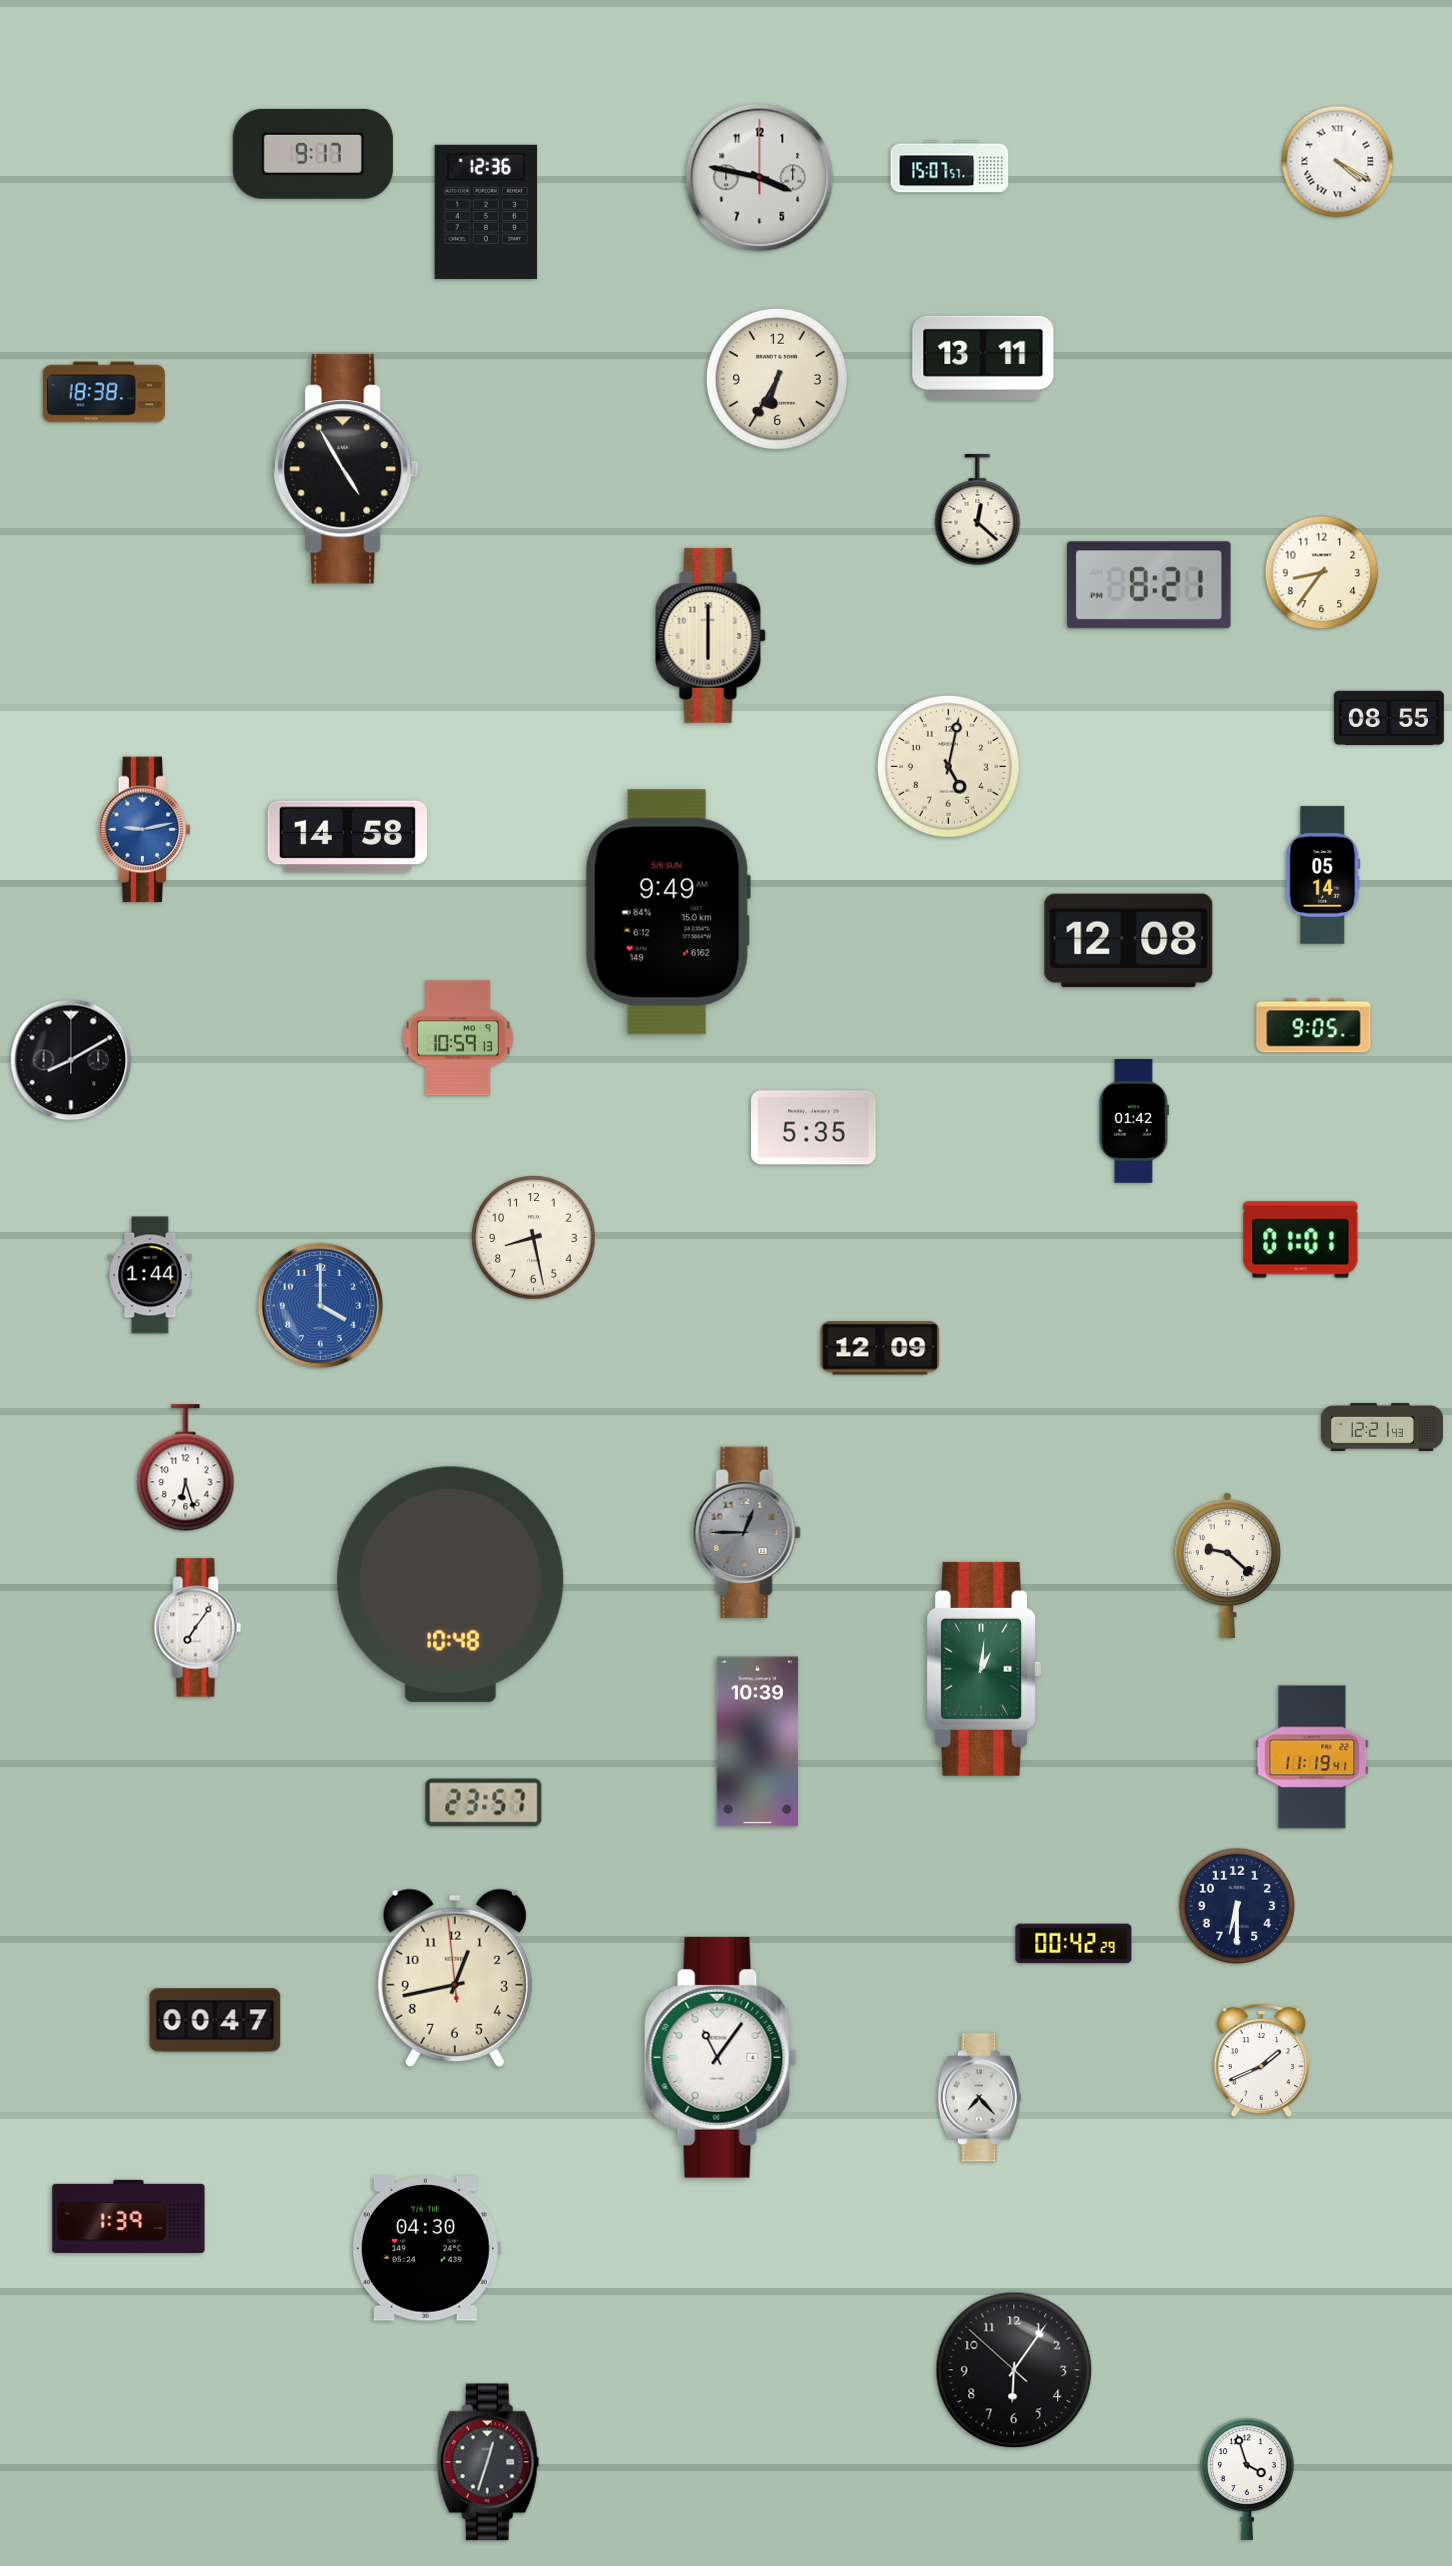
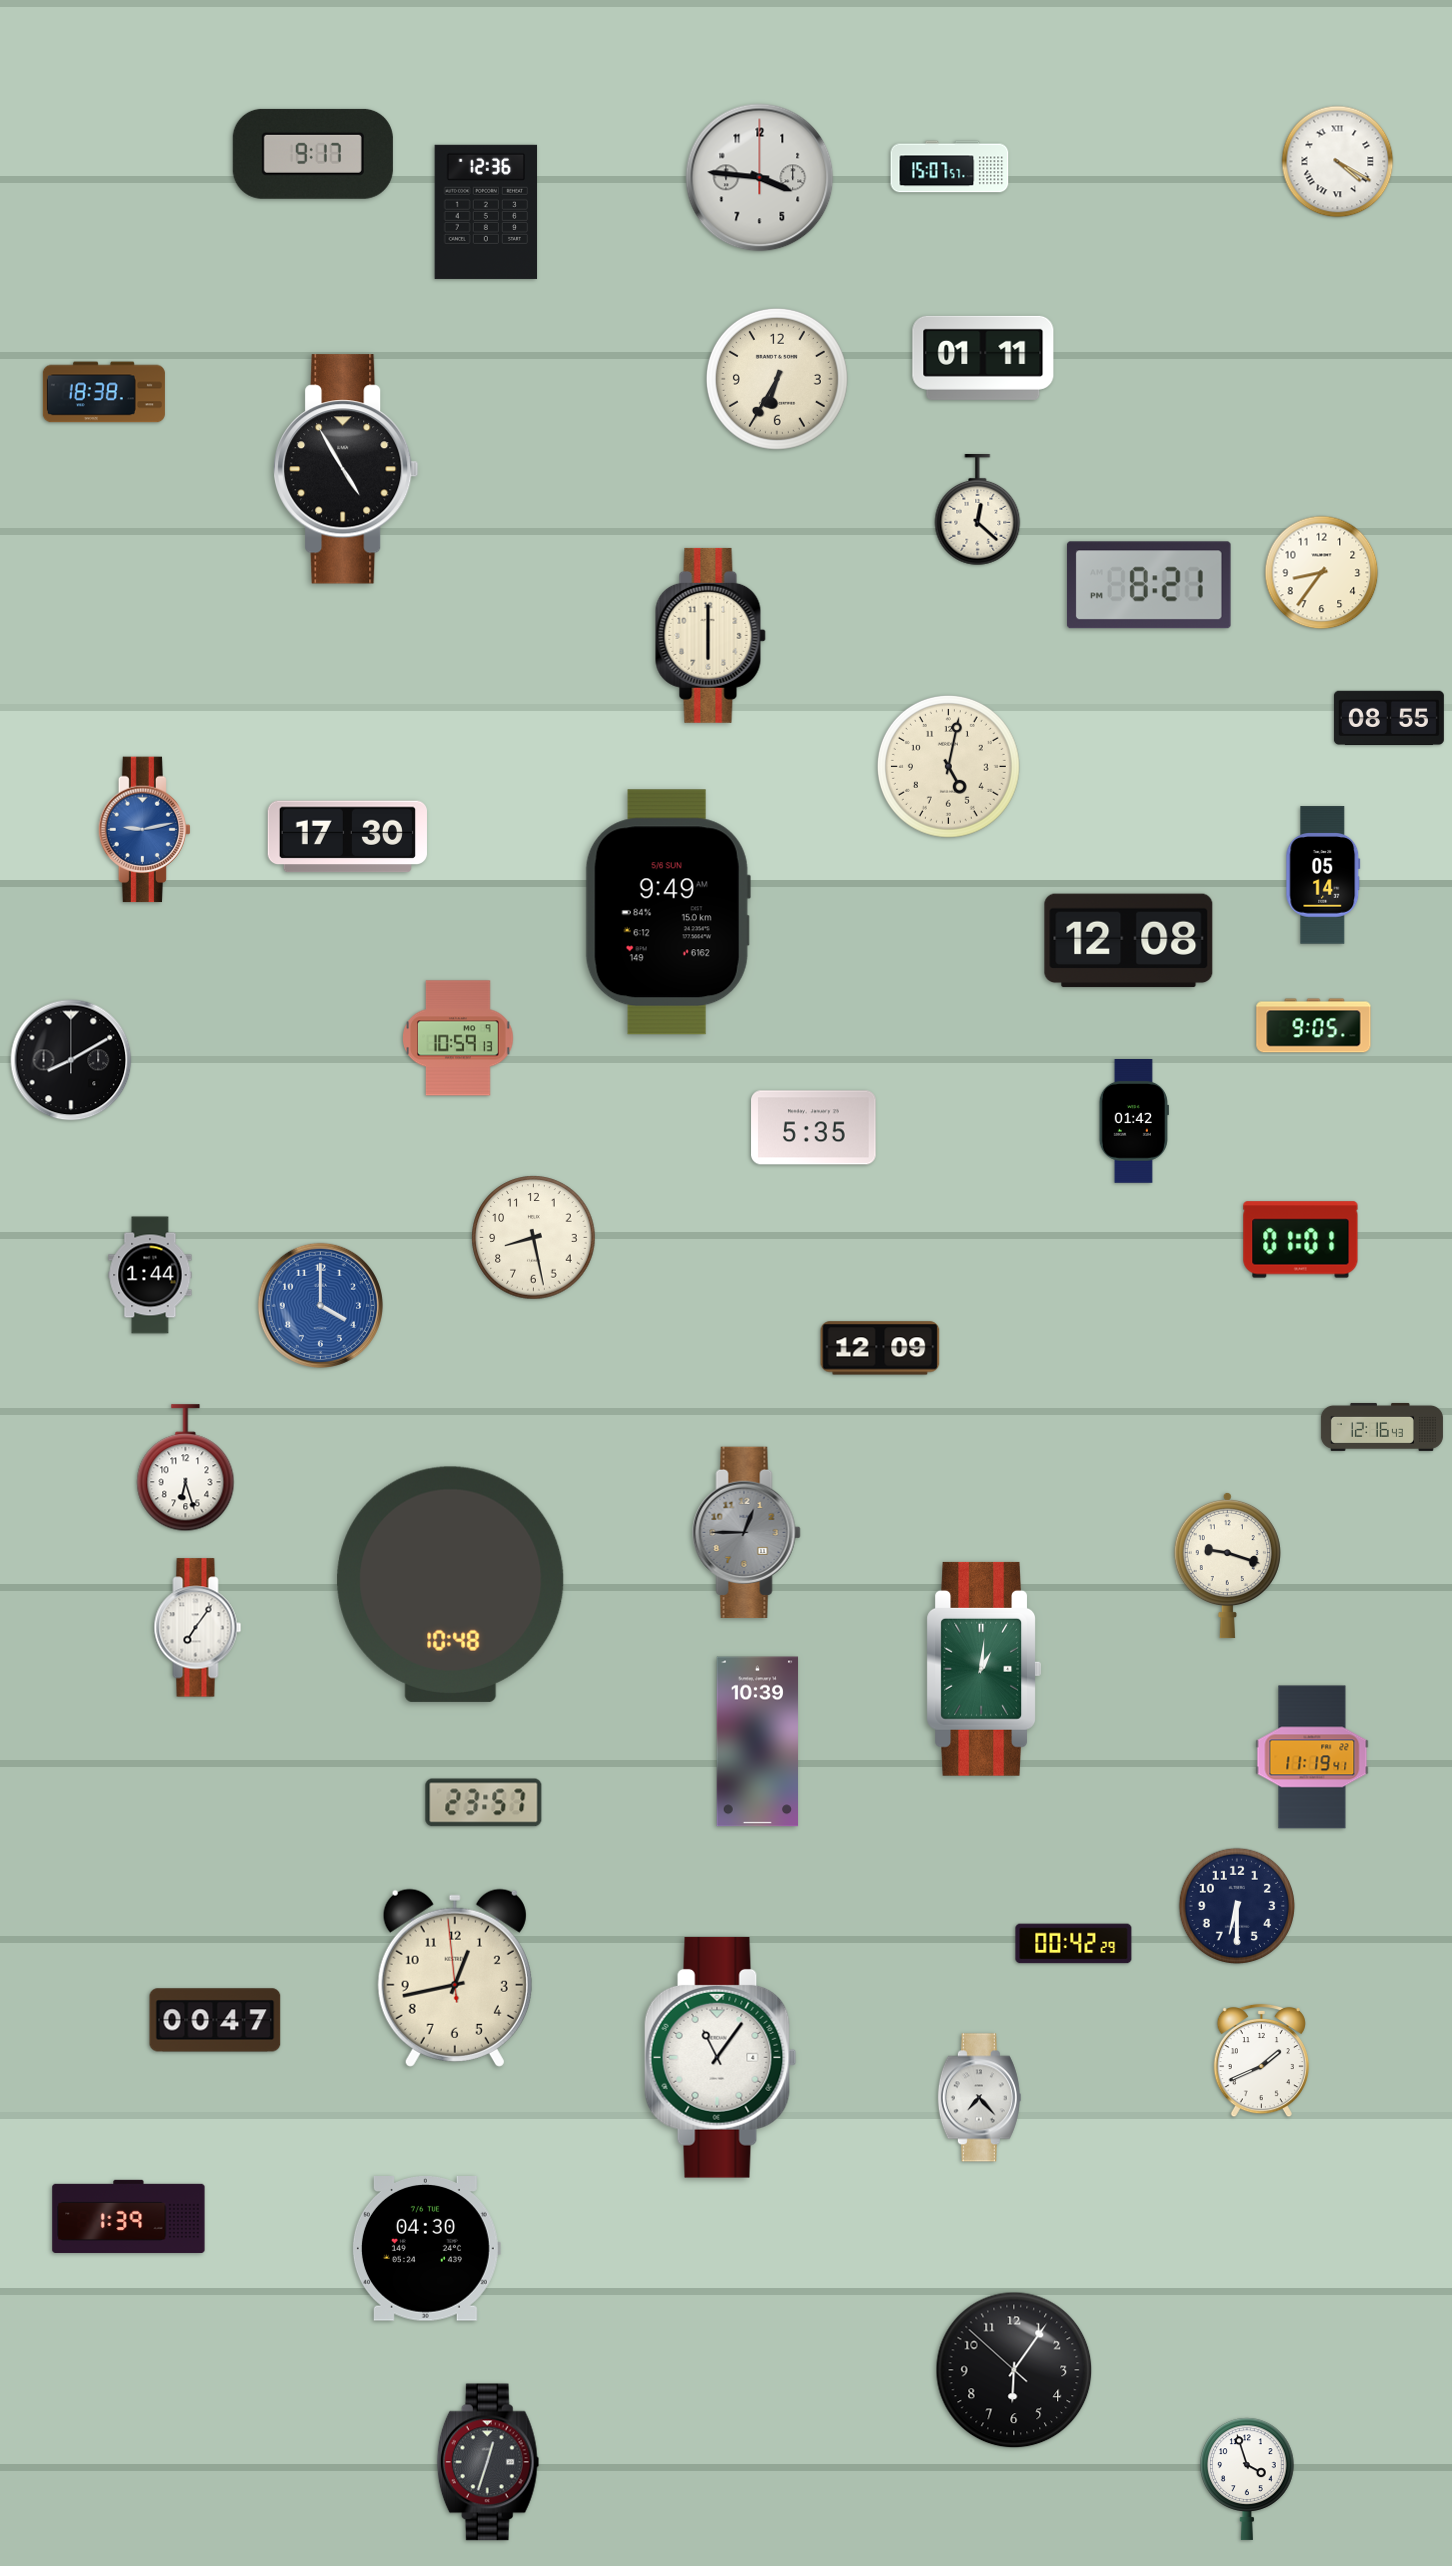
clock at (760, 178): 3:47 -> 3:46
clock at (983, 358): 13:11 -> 01:11
clock at (347, 837): 14:58 -> 17:30
clock at (1382, 1427): 12:21 -> 12:16
clock at (1227, 1565): 9:22 -> 9:18
